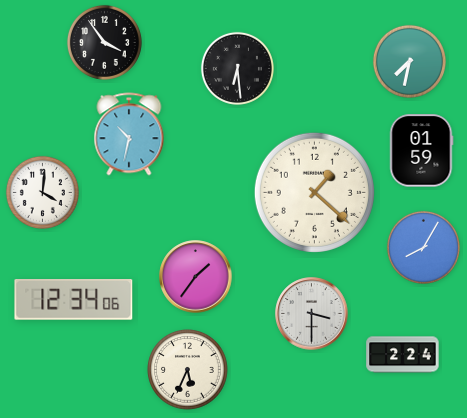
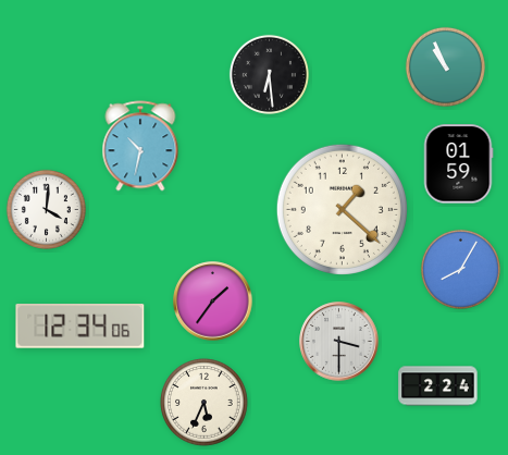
clock at (104, 42): 3:54 -> none
clock at (409, 61): 7:32 -> 10:56
clock at (237, 68) position: (237, 68) -> (269, 74)
